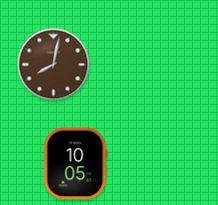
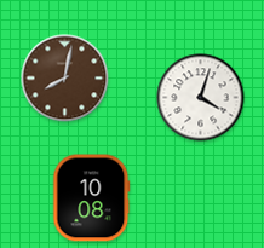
clock at (201, 98): none -> 4:03
clock at (76, 164): 10:05 -> 10:08
